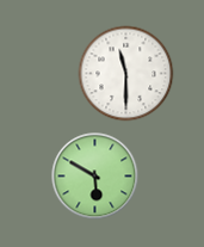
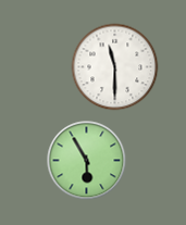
clock at (95, 177): 5:50 -> 5:55
